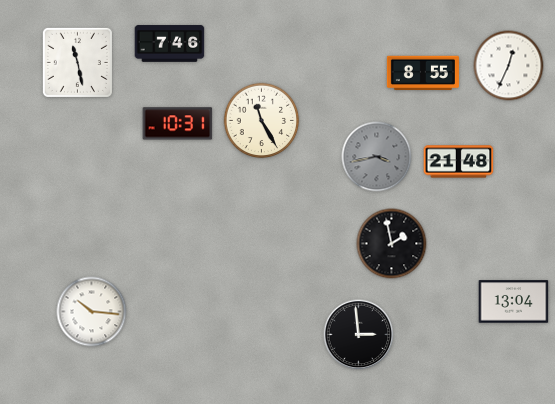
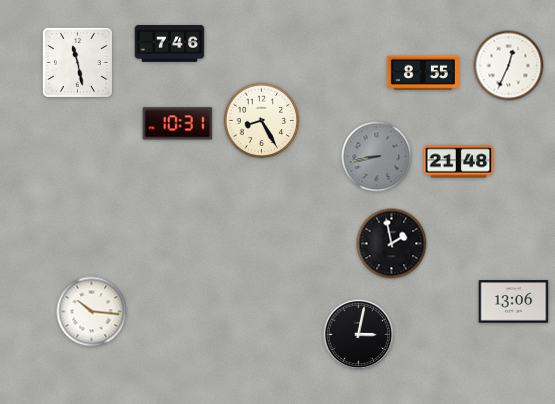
clock at (262, 121): 11:25 -> 8:25
clock at (377, 157): 3:43 -> 8:43
clock at (514, 302): 13:04 -> 13:06
clock at (359, 335): 2:59 -> 3:02
